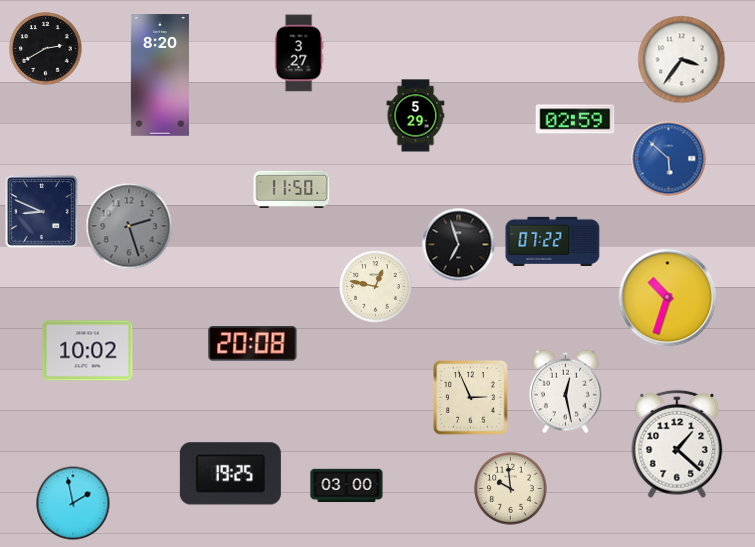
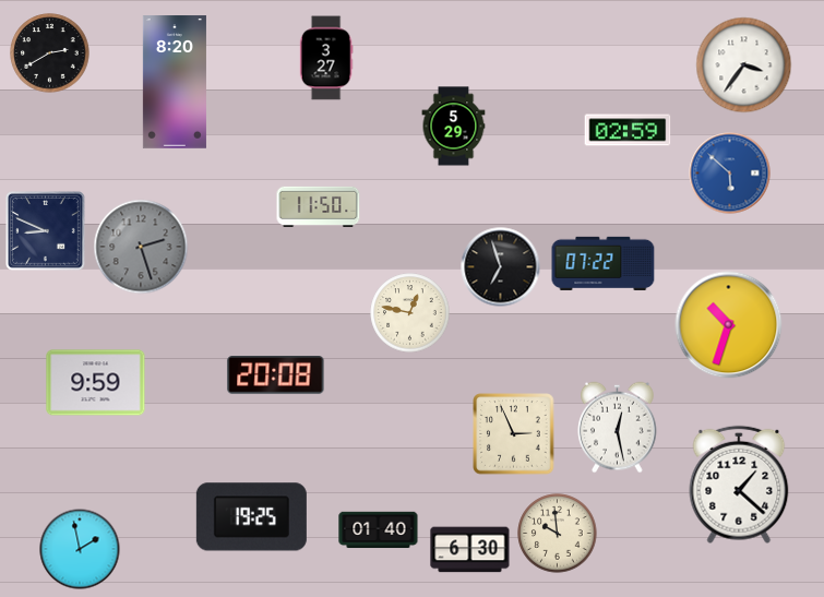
clock at (88, 351): 10:02 -> 9:59
clock at (347, 486): 03:00 -> 01:40
clock at (470, 550): none -> 6:30
